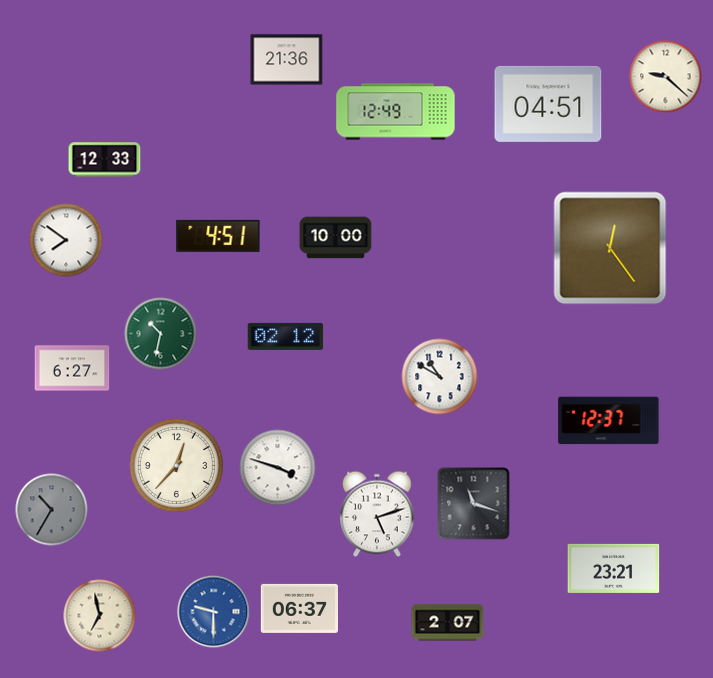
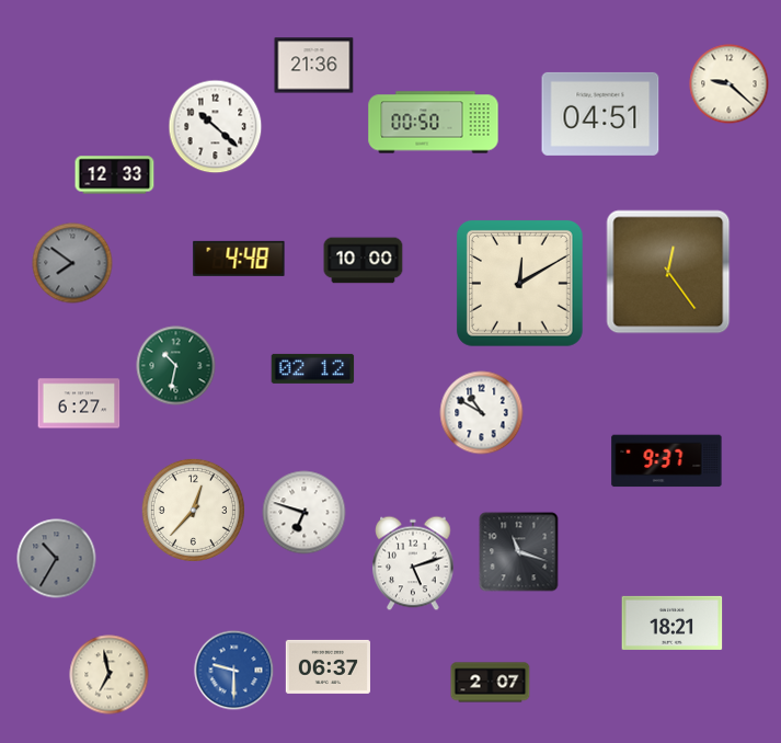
clock at (396, 112): 12:49 -> 00:50
clock at (216, 127): none -> 10:22
clock at (218, 236): 4:51 -> 4:48
clock at (336, 238) position: (336, 238) -> (364, 261)
clock at (66, 240) dial: white -> grey
clock at (519, 283): none -> 12:10
clock at (609, 421): 12:37 -> 9:37
clock at (278, 468): 3:48 -> 6:48
clock at (614, 568): 23:21 -> 18:21
